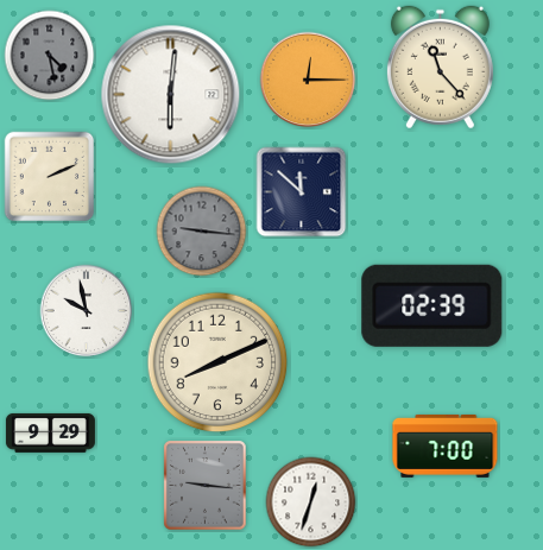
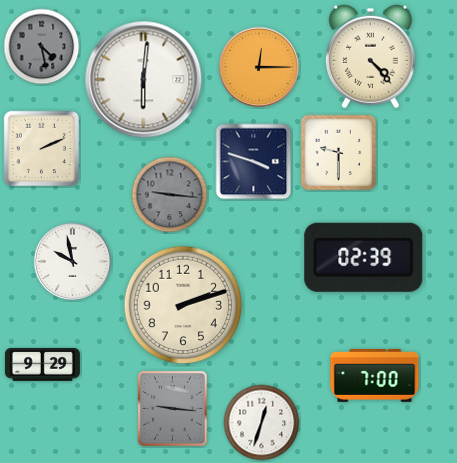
clock at (440, 68): 11:23 -> 4:23
clock at (339, 153): none -> 9:30
clock at (302, 192): 11:52 -> 3:48
clock at (217, 362): 8:11 -> 2:12
